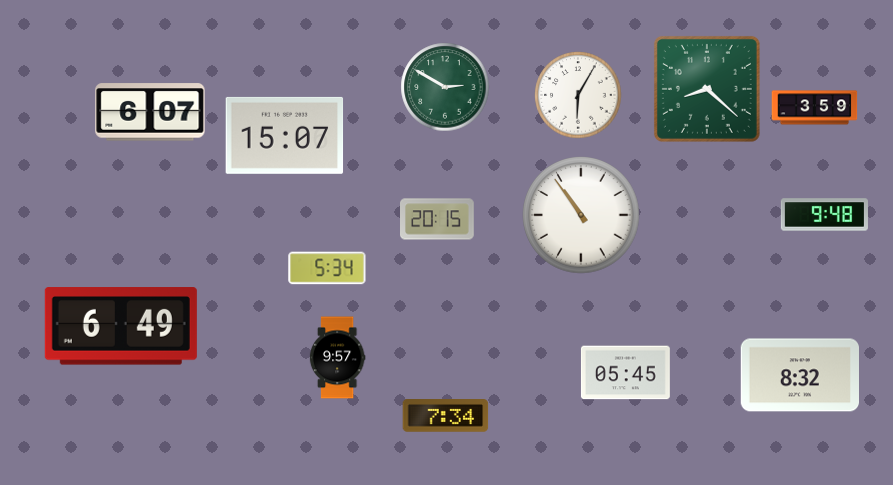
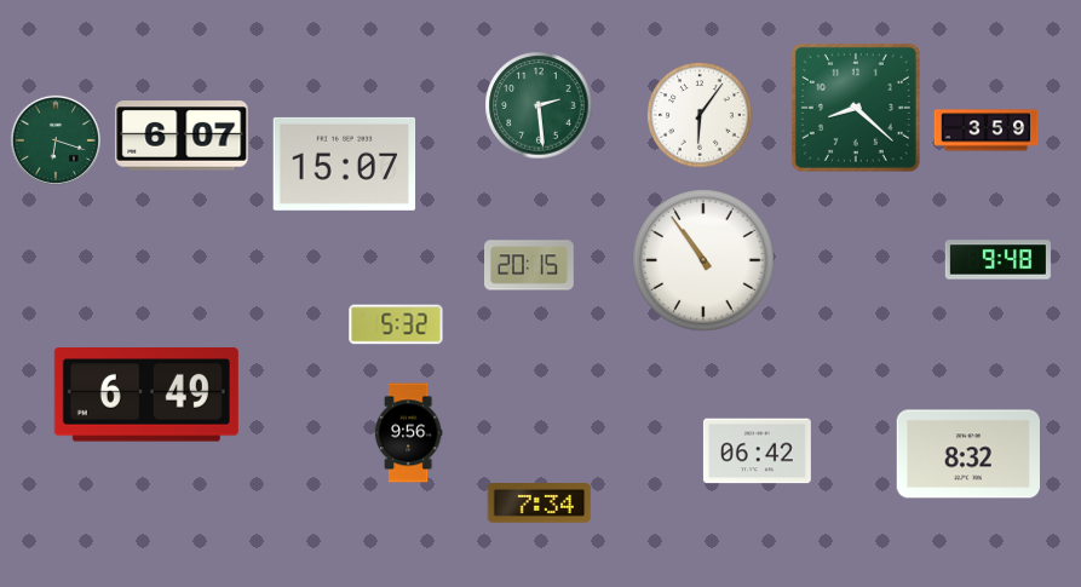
clock at (445, 87): 2:50 -> 2:29
clock at (578, 95): 6:05 -> 6:06
clock at (56, 140): none -> 6:18
clock at (327, 268): 5:34 -> 5:32
clock at (337, 358): 9:57 -> 9:56
clock at (625, 373): 05:45 -> 06:42
